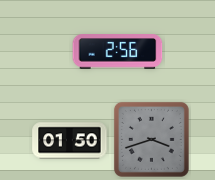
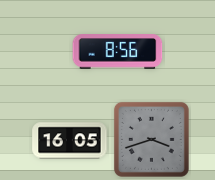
clock at (118, 52): 2:56 -> 8:56
clock at (70, 141): 01:50 -> 16:05
